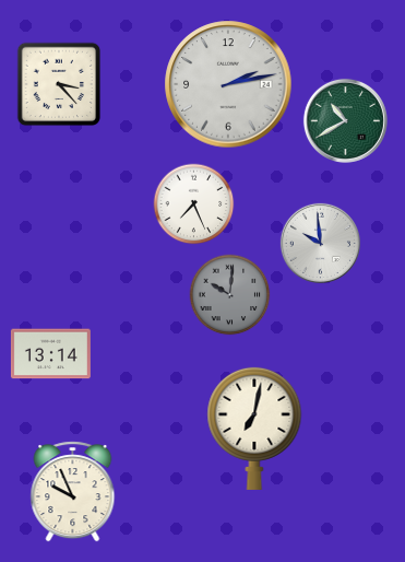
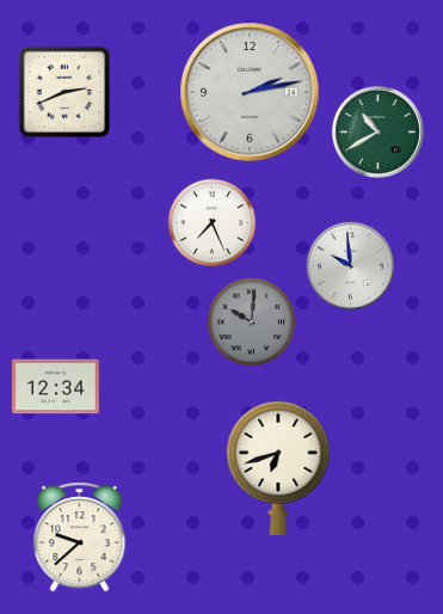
clock at (59, 84): 3:23 -> 2:41
clock at (50, 354): 13:14 -> 12:34
clock at (254, 428): 7:02 -> 6:42
clock at (73, 492): 9:56 -> 9:38
